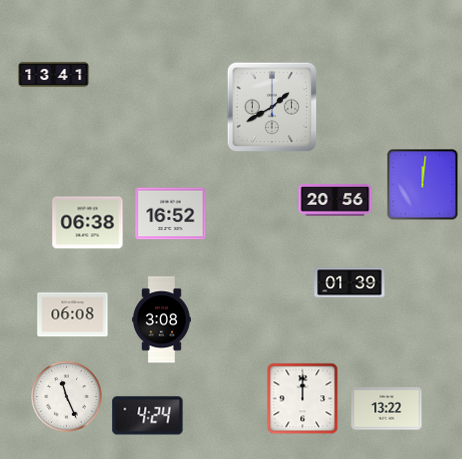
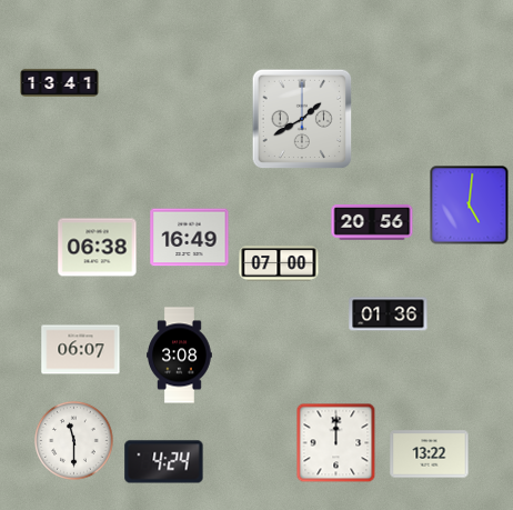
clock at (423, 185): 12:01 -> 5:01
clock at (171, 214): 16:52 -> 16:49
clock at (279, 263): none -> 07:00
clock at (350, 283): 01:39 -> 01:36
clock at (73, 315): 06:08 -> 06:07
clock at (67, 397): 11:26 -> 11:30
